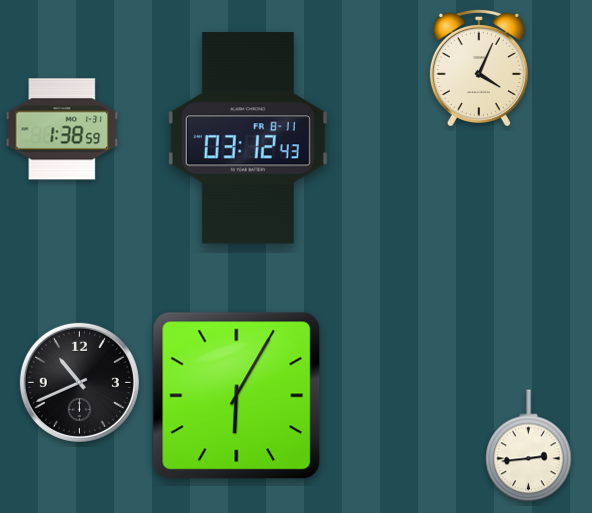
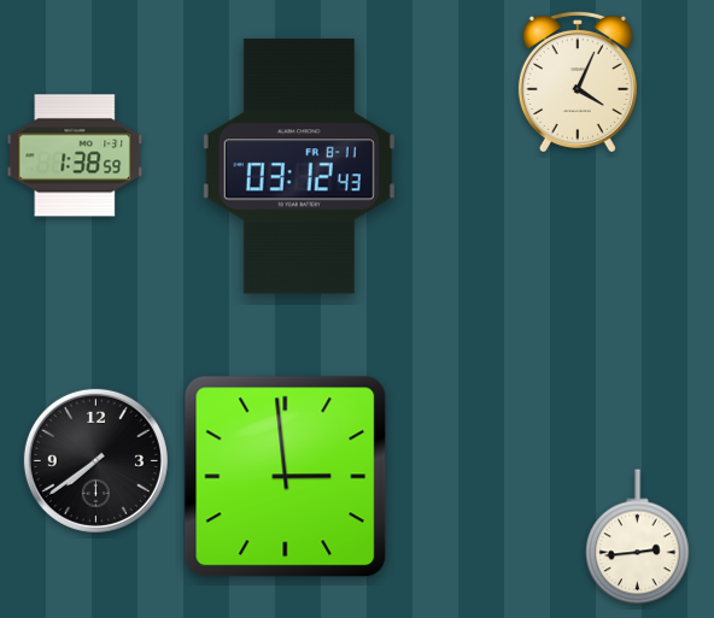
clock at (79, 382): 10:41 -> 7:39
clock at (237, 396): 6:05 -> 2:59
